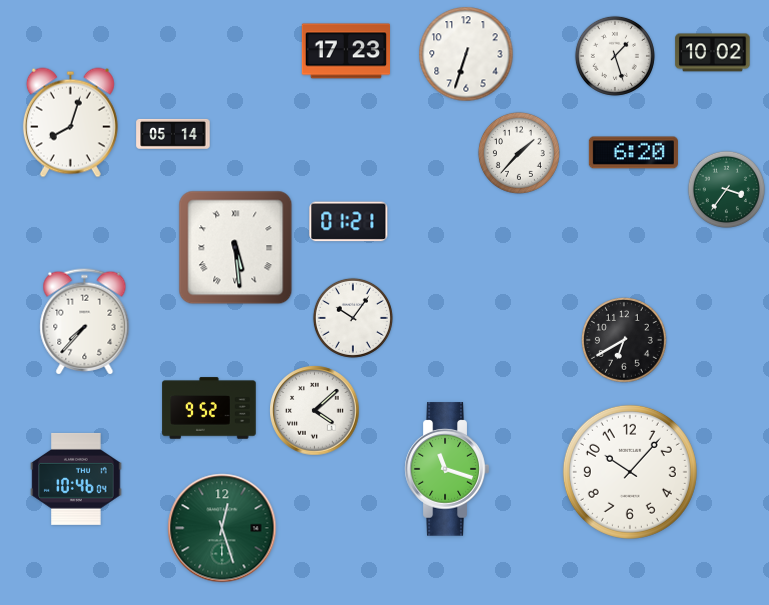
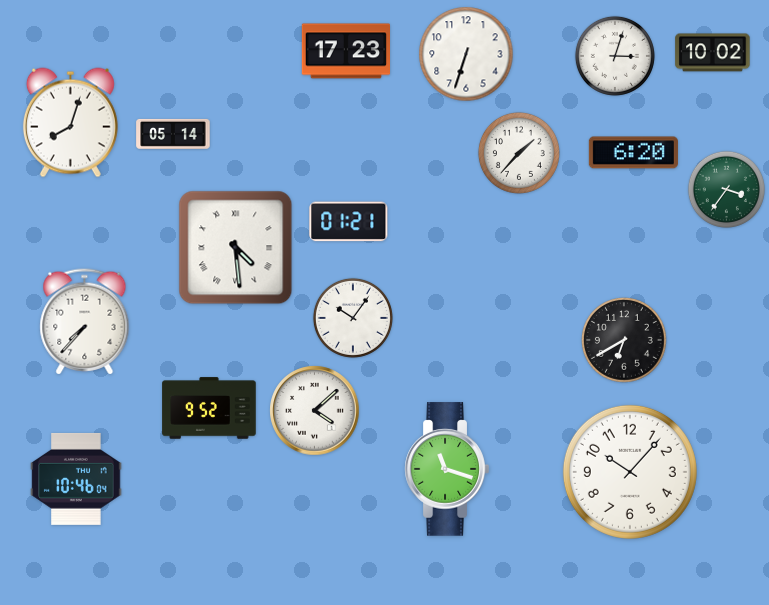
clock at (615, 56): 1:27 -> 3:03
clock at (236, 248): 5:29 -> 4:29
clock at (222, 528): 12:27 -> none
